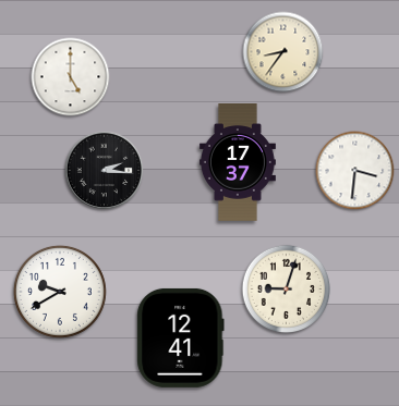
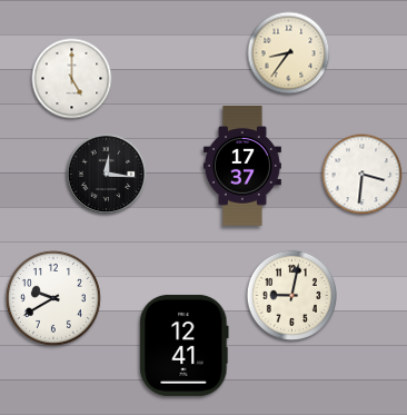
clock at (105, 171): 2:16 -> 12:16
clock at (286, 288): 9:03 -> 9:02
clock at (60, 292) position: (60, 292) -> (53, 298)
